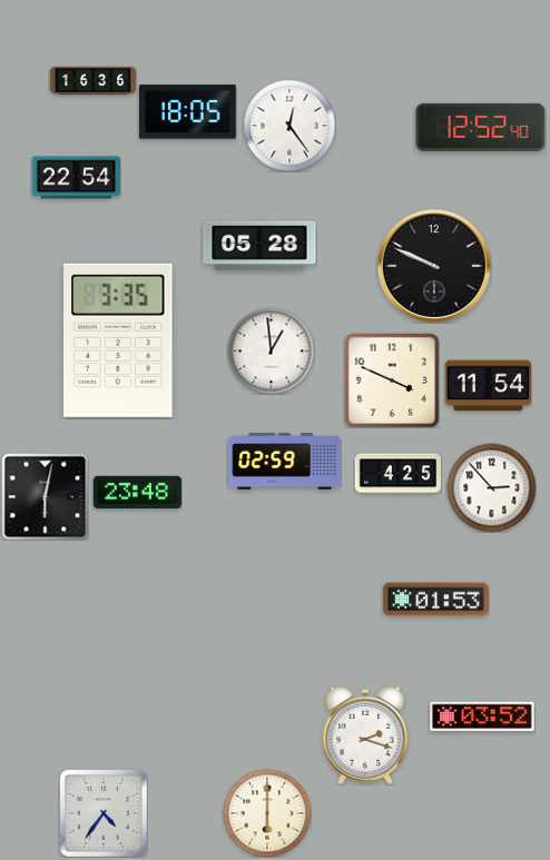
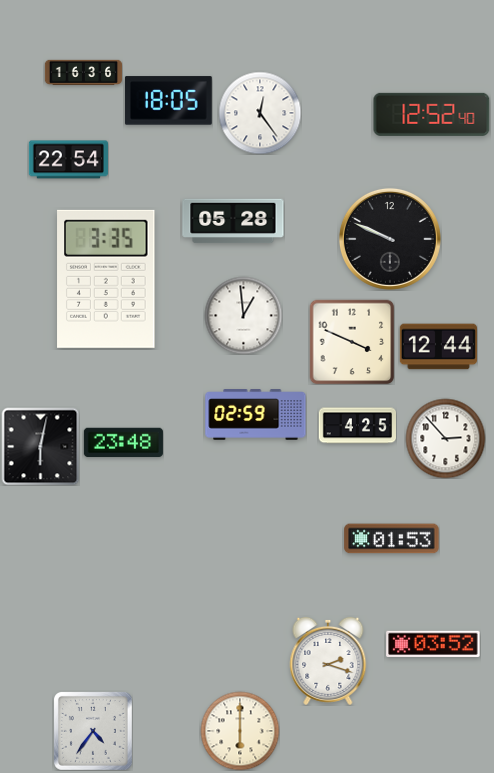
clock at (118, 340) position: (118, 340) -> (106, 279)
clock at (488, 386): 11:54 -> 12:44
clock at (491, 487) position: (491, 487) -> (445, 438)
